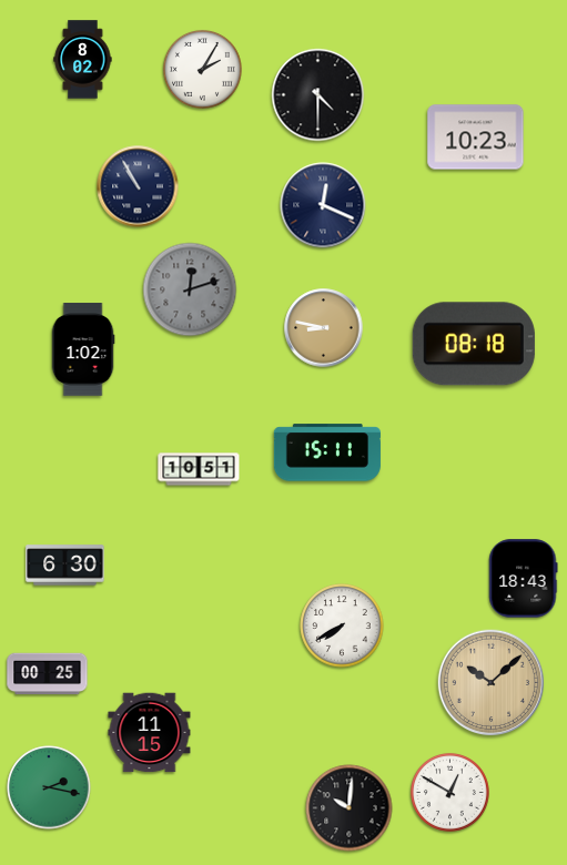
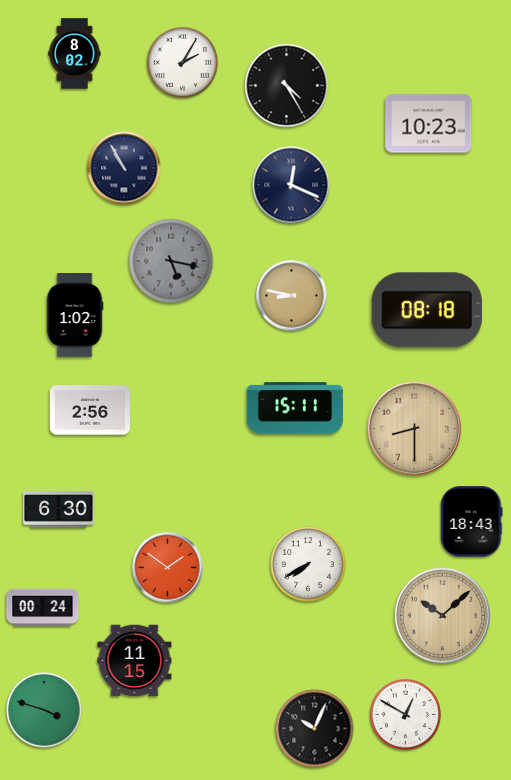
clock at (318, 95): 4:30 -> 4:25
clock at (190, 289): 12:12 -> 5:17
clock at (90, 410): none -> 2:56
clock at (199, 469): 10:51 -> none
clock at (415, 429): none -> 8:30
clock at (168, 568): none -> 1:51
clock at (48, 674): 00:25 -> 00:24
clock at (49, 787): 2:17 -> 3:48
clock at (350, 808): 10:01 -> 10:04
